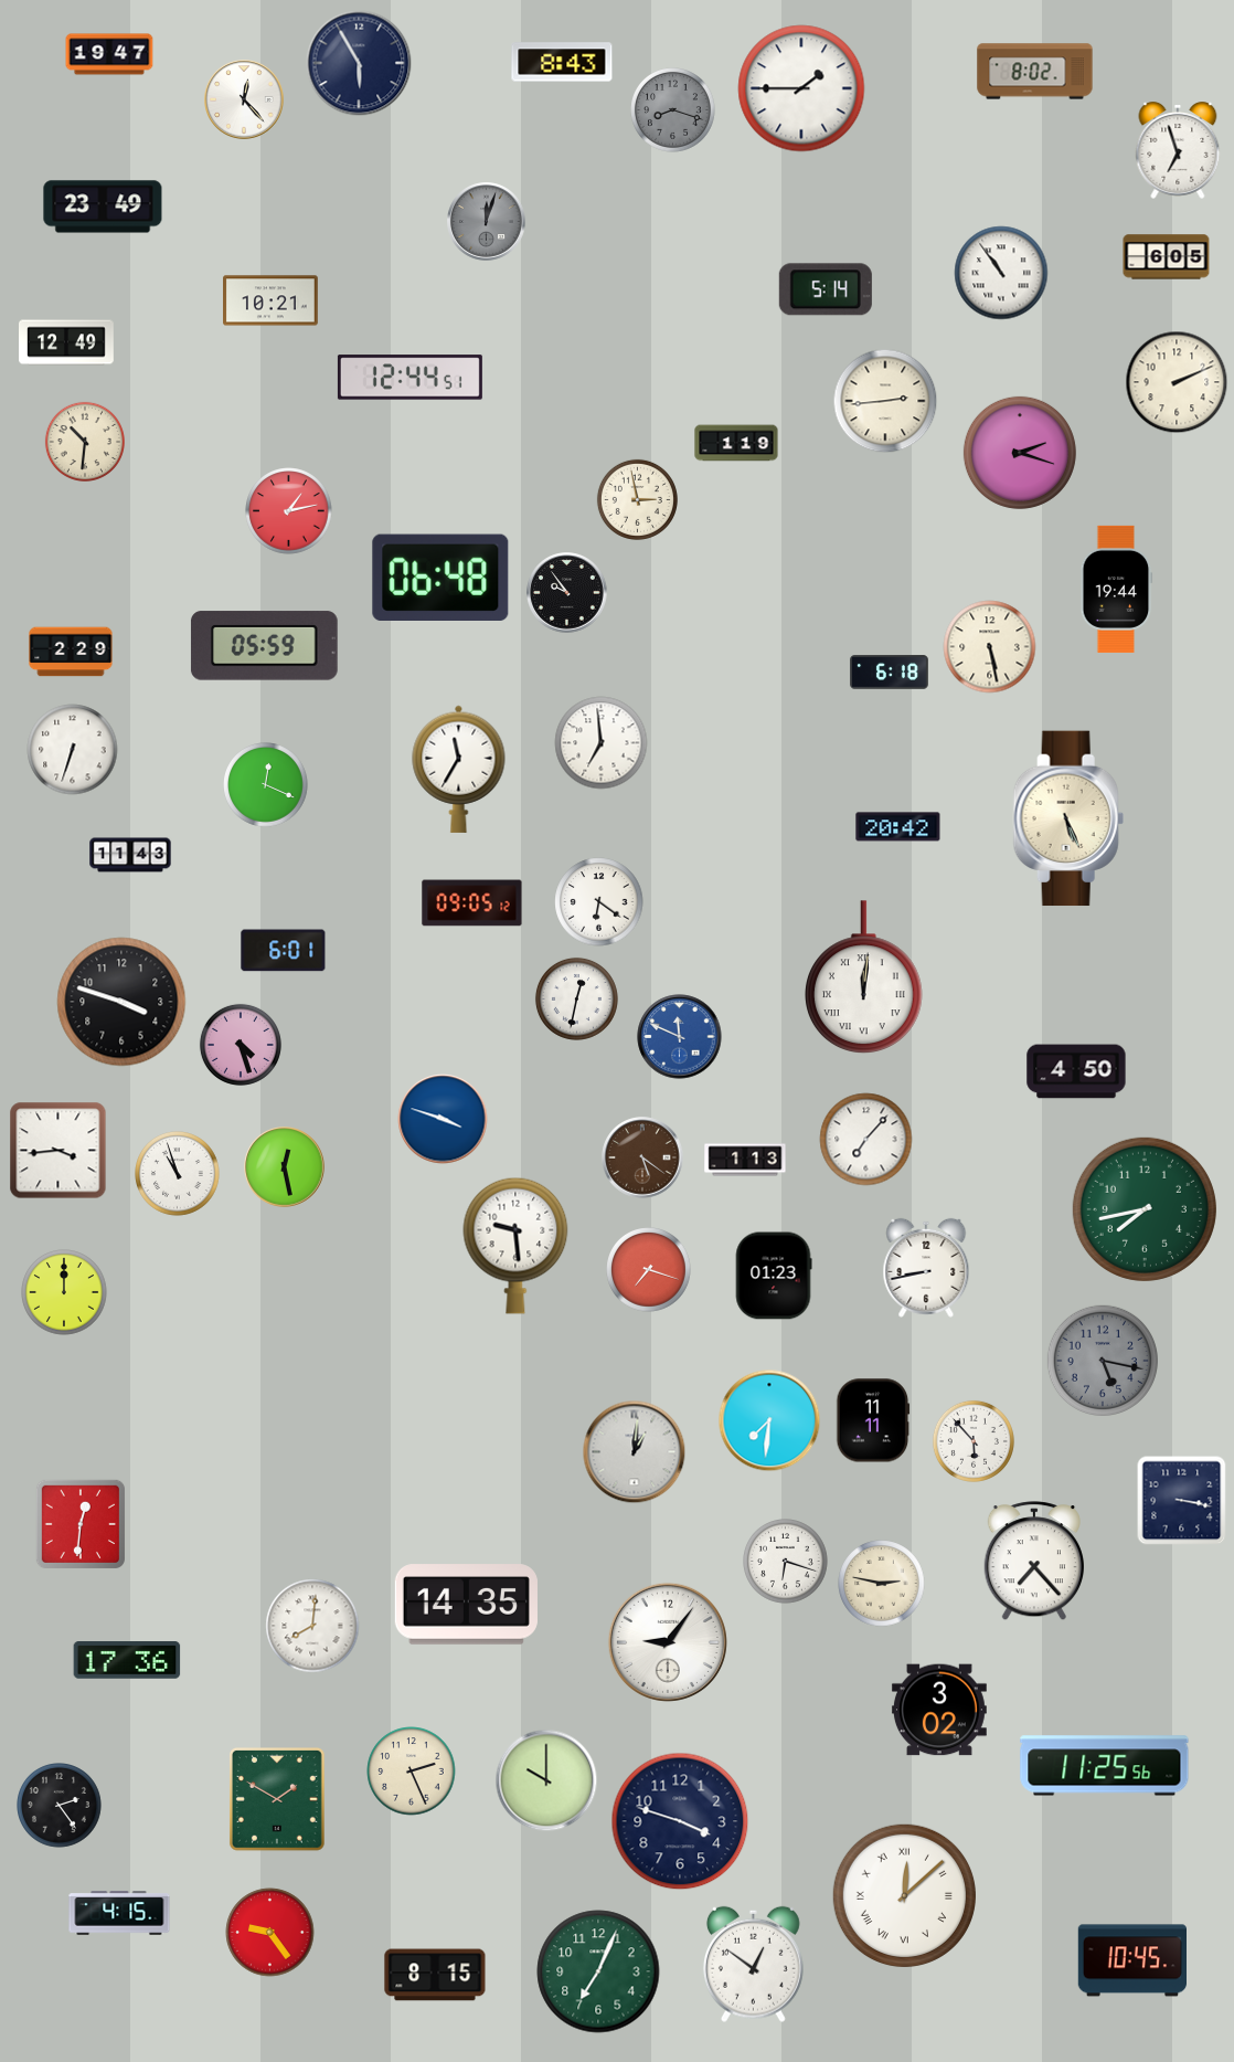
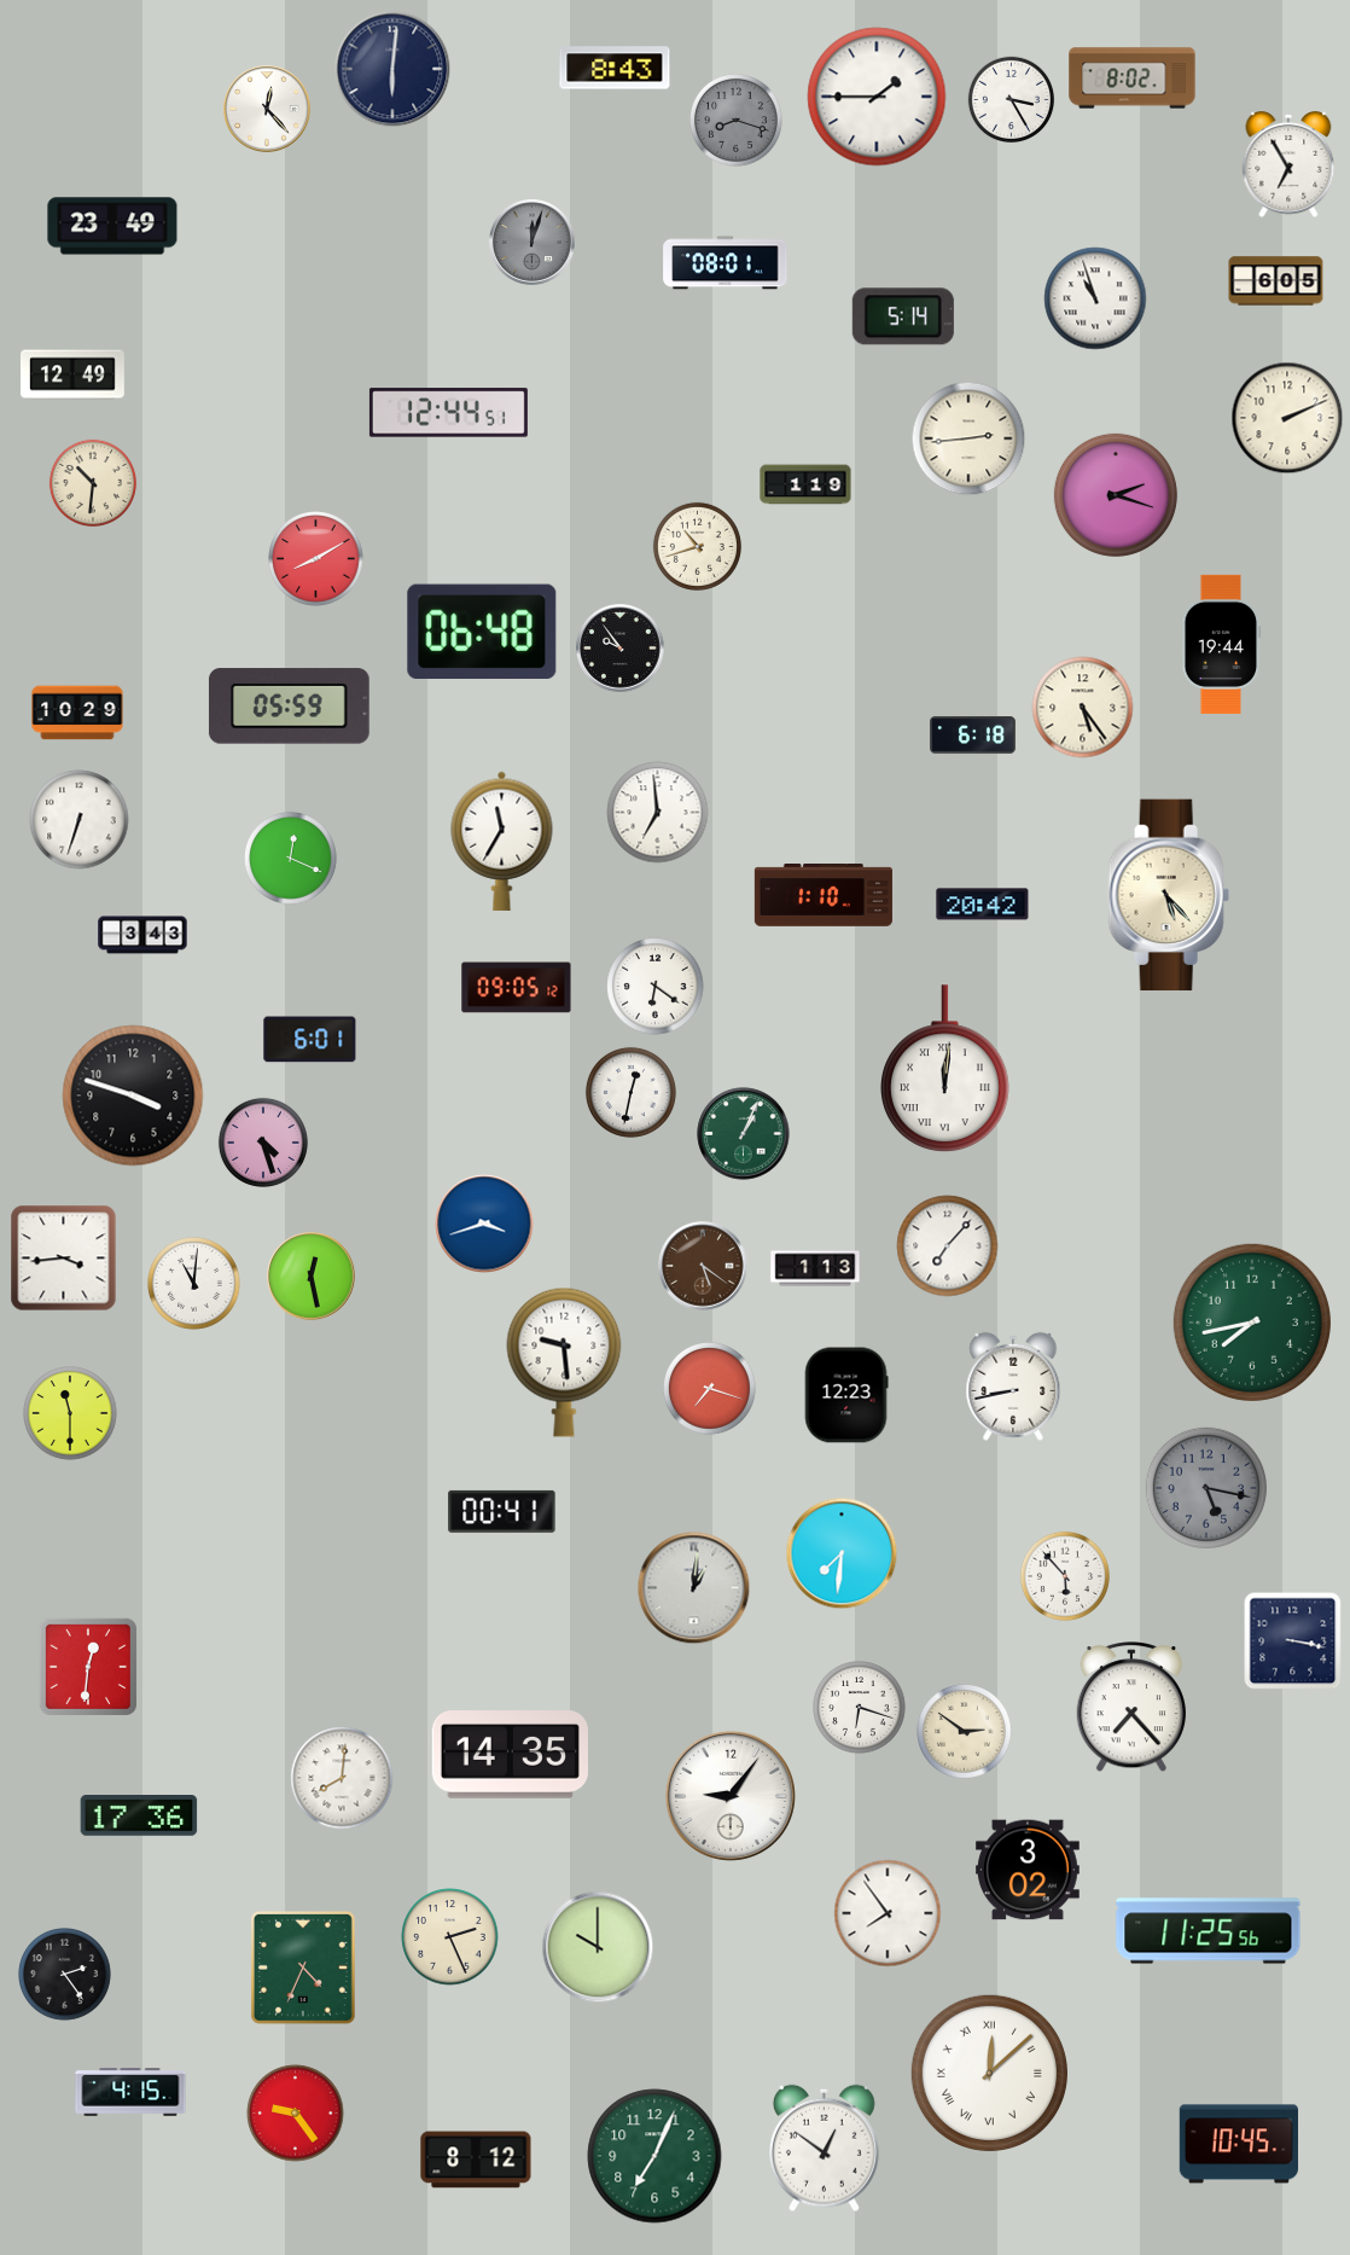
clock at (109, 54): 19:47 -> none
clock at (359, 63): 5:55 -> 6:01
clock at (1012, 100): none -> 3:25
clock at (1178, 150): 6:57 -> 6:55
clock at (726, 263): none -> 08:01
clock at (1001, 273): 10:54 -> 10:57
clock at (272, 300): 10:21 -> none
clock at (637, 499): 2:58 -> 10:42
clock at (289, 511): 1:13 -> 8:10
clock at (990, 647): 5:28 -> 5:24
clock at (71, 652): 2:29 -> 10:29
clock at (1068, 818): 5:26 -> 5:23
clock at (824, 896): none -> 1:10
clock at (130, 855): 11:43 -> 3:43
clock at (680, 1037): 11:49 -> 1:04
clock at (680, 1037) dial: blue -> green
clock at (1076, 1071): 4:50 -> none
clock at (443, 1119): 3:48 -> 3:42
clock at (178, 1174): 10:57 -> 11:01
clock at (774, 1276): 01:23 -> 12:23
clock at (64, 1292): 12:00 -> 11:30
clock at (502, 1511): none -> 00:41
clock at (873, 1420): 11:11 -> none
clock at (882, 1584): 2:47 -> 2:51
clock at (888, 1913): none -> 7:54
clock at (277, 1800): 1:50 -> 4:34
clock at (680, 1821): 3:48 -> none
clock at (435, 1975): 8:15 -> 8:12
